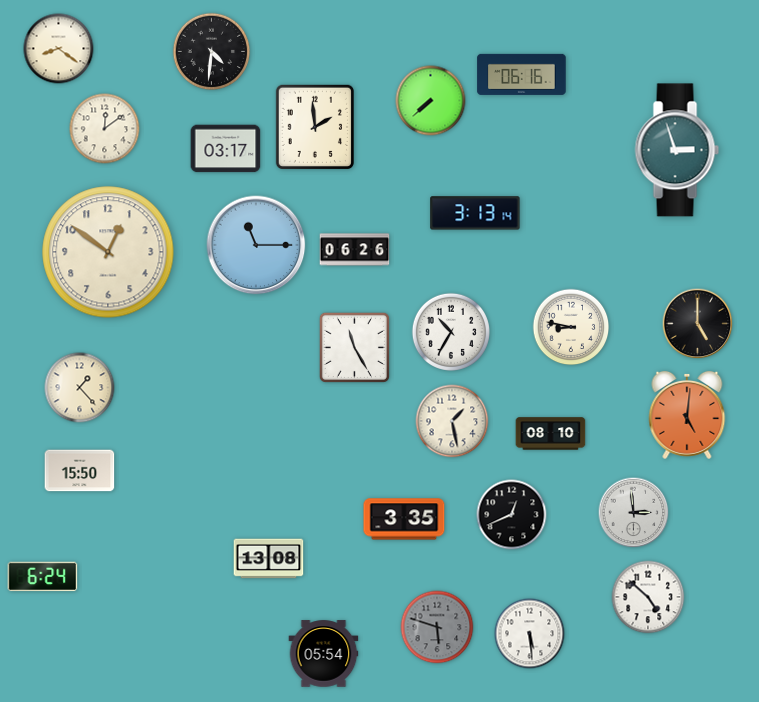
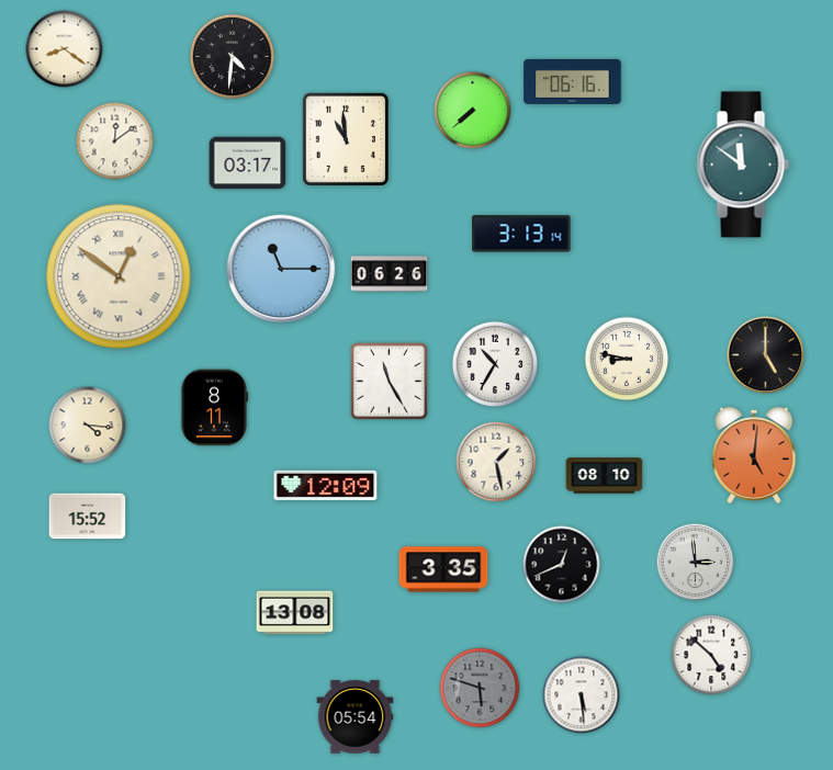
clock at (59, 49) position: (59, 49) -> (65, 49)
clock at (315, 126): 1:59 -> 10:59
clock at (677, 150): 2:57 -> 11:51
clock at (108, 252) numerals: Arabic -> Roman
clock at (214, 408): none -> 8:11
clock at (80, 388): 1:23 -> 4:16
clock at (326, 485): none -> 12:09
clock at (80, 471): 15:50 -> 15:52
clock at (43, 577): 6:24 -> none
